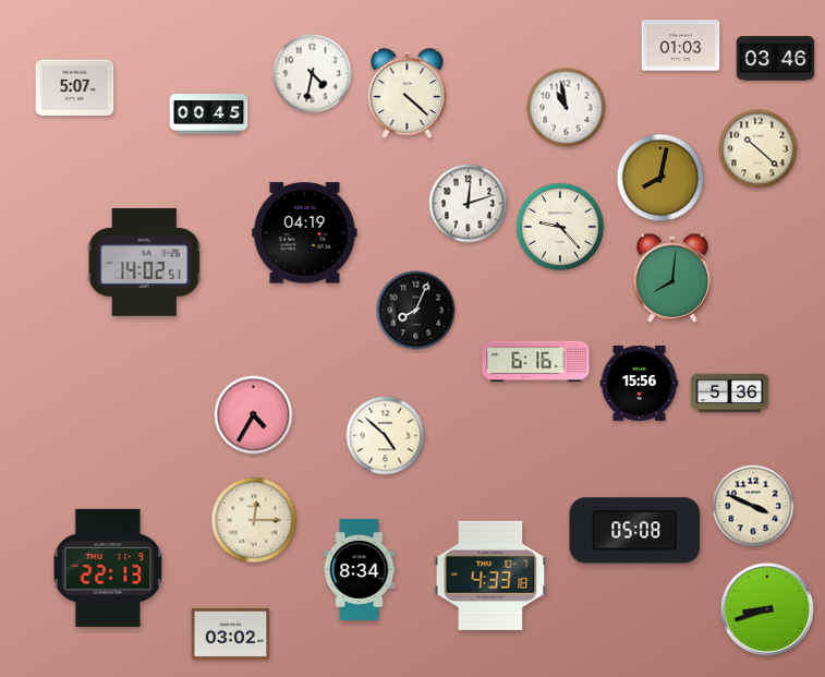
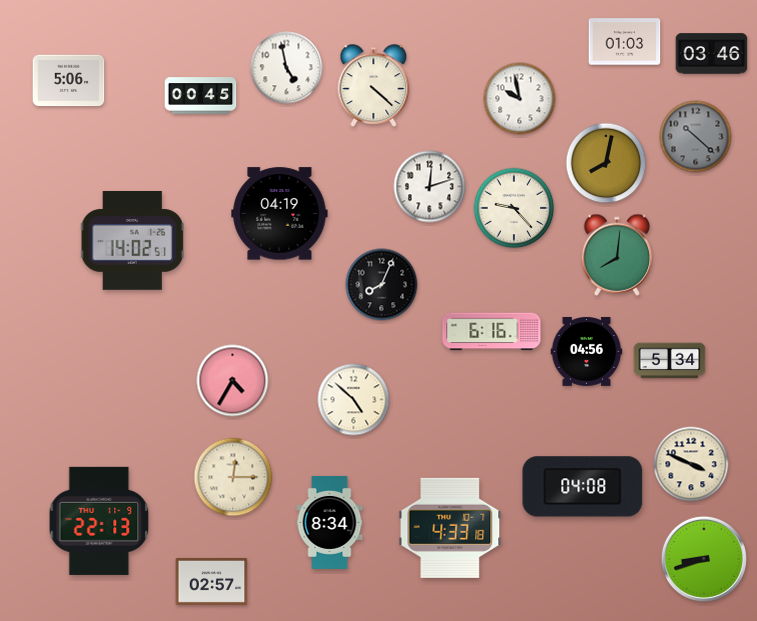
clock at (313, 74): 4:32 -> 4:58
clock at (75, 88): 5:07 -> 5:06
clock at (567, 108): 10:58 -> 9:58
clock at (209, 114) position: (209, 114) -> (201, 96)
clock at (759, 149) dial: cream -> grey
clock at (640, 383): 15:56 -> 04:56
clock at (730, 394): 5:36 -> 5:34
clock at (635, 531): 05:08 -> 04:08
clock at (231, 633): 03:02 -> 02:57
